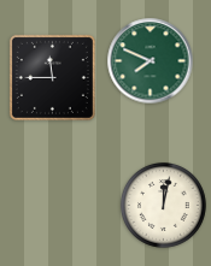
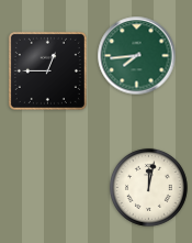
clock at (151, 61): 7:49 -> 7:44
clock at (52, 77): 11:45 -> 12:45
